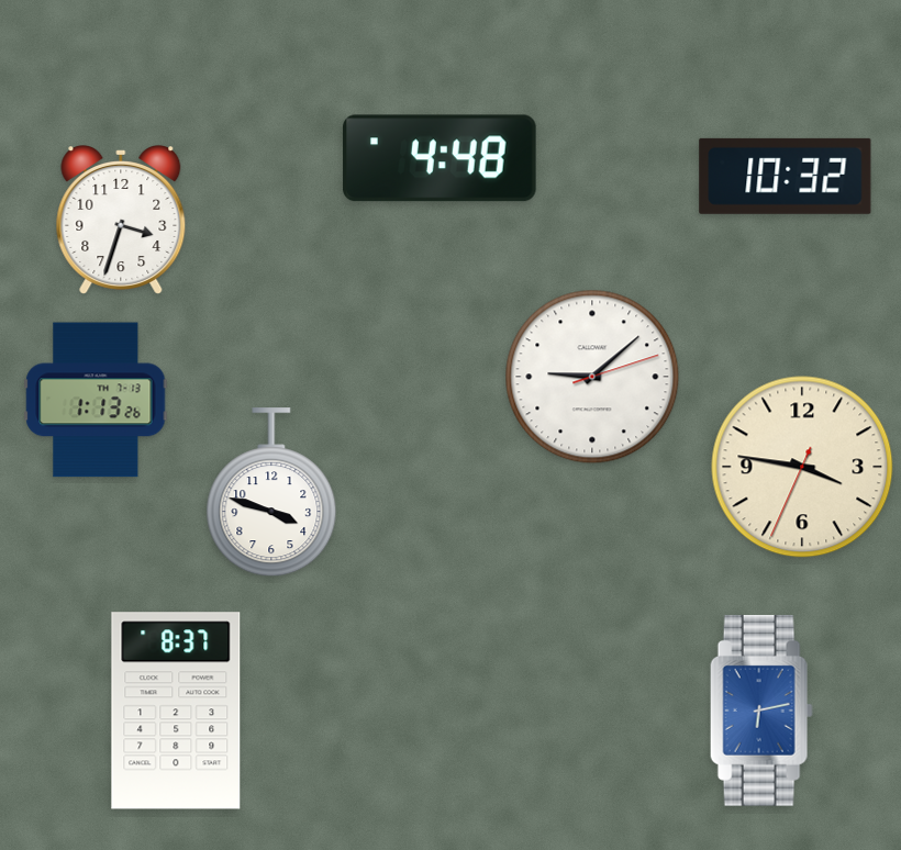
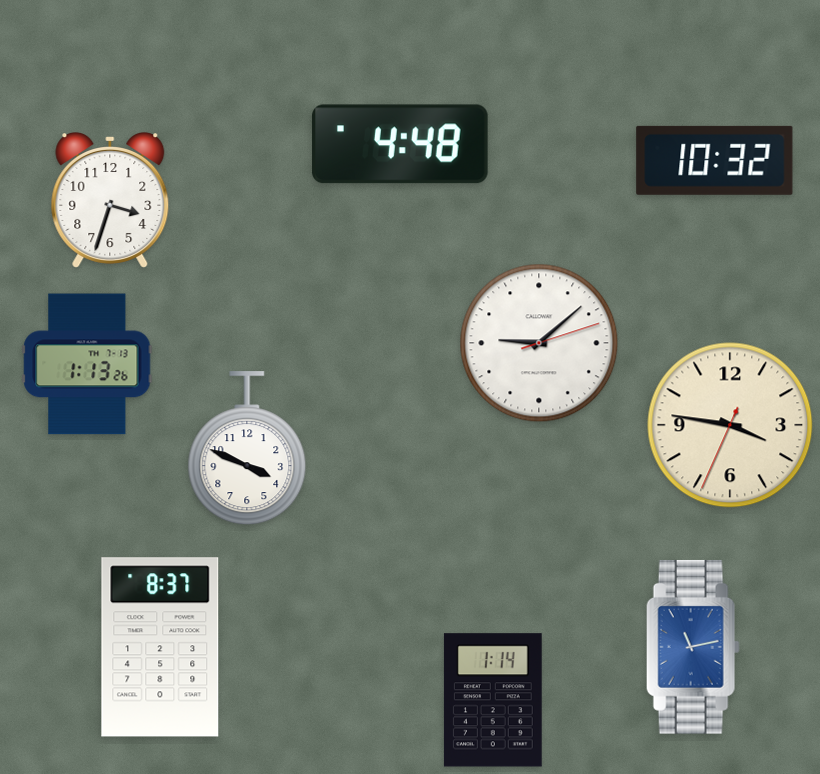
clock at (271, 493): 3:48 -> 3:49
clock at (761, 711): 6:13 -> 11:13
clock at (493, 700): none -> 1:14
